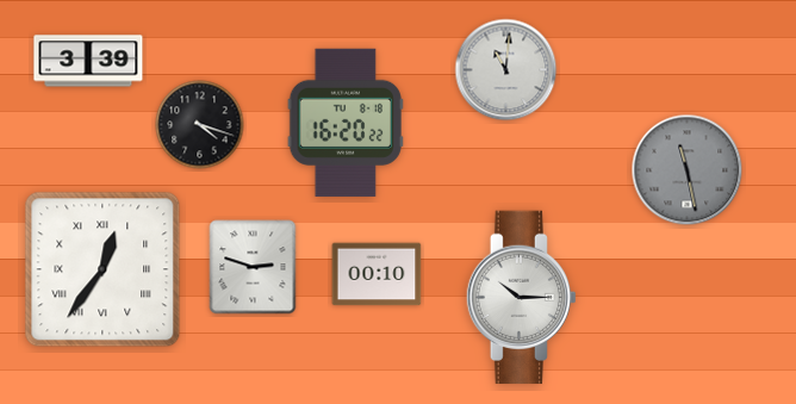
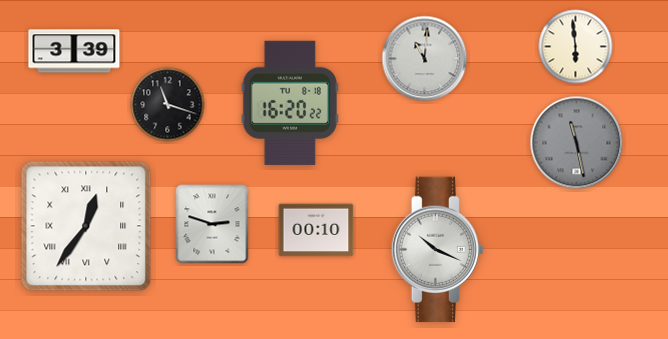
clock at (576, 47): none -> 5:59
clock at (200, 125): 4:18 -> 11:18
clock at (521, 298): 10:15 -> 10:19
